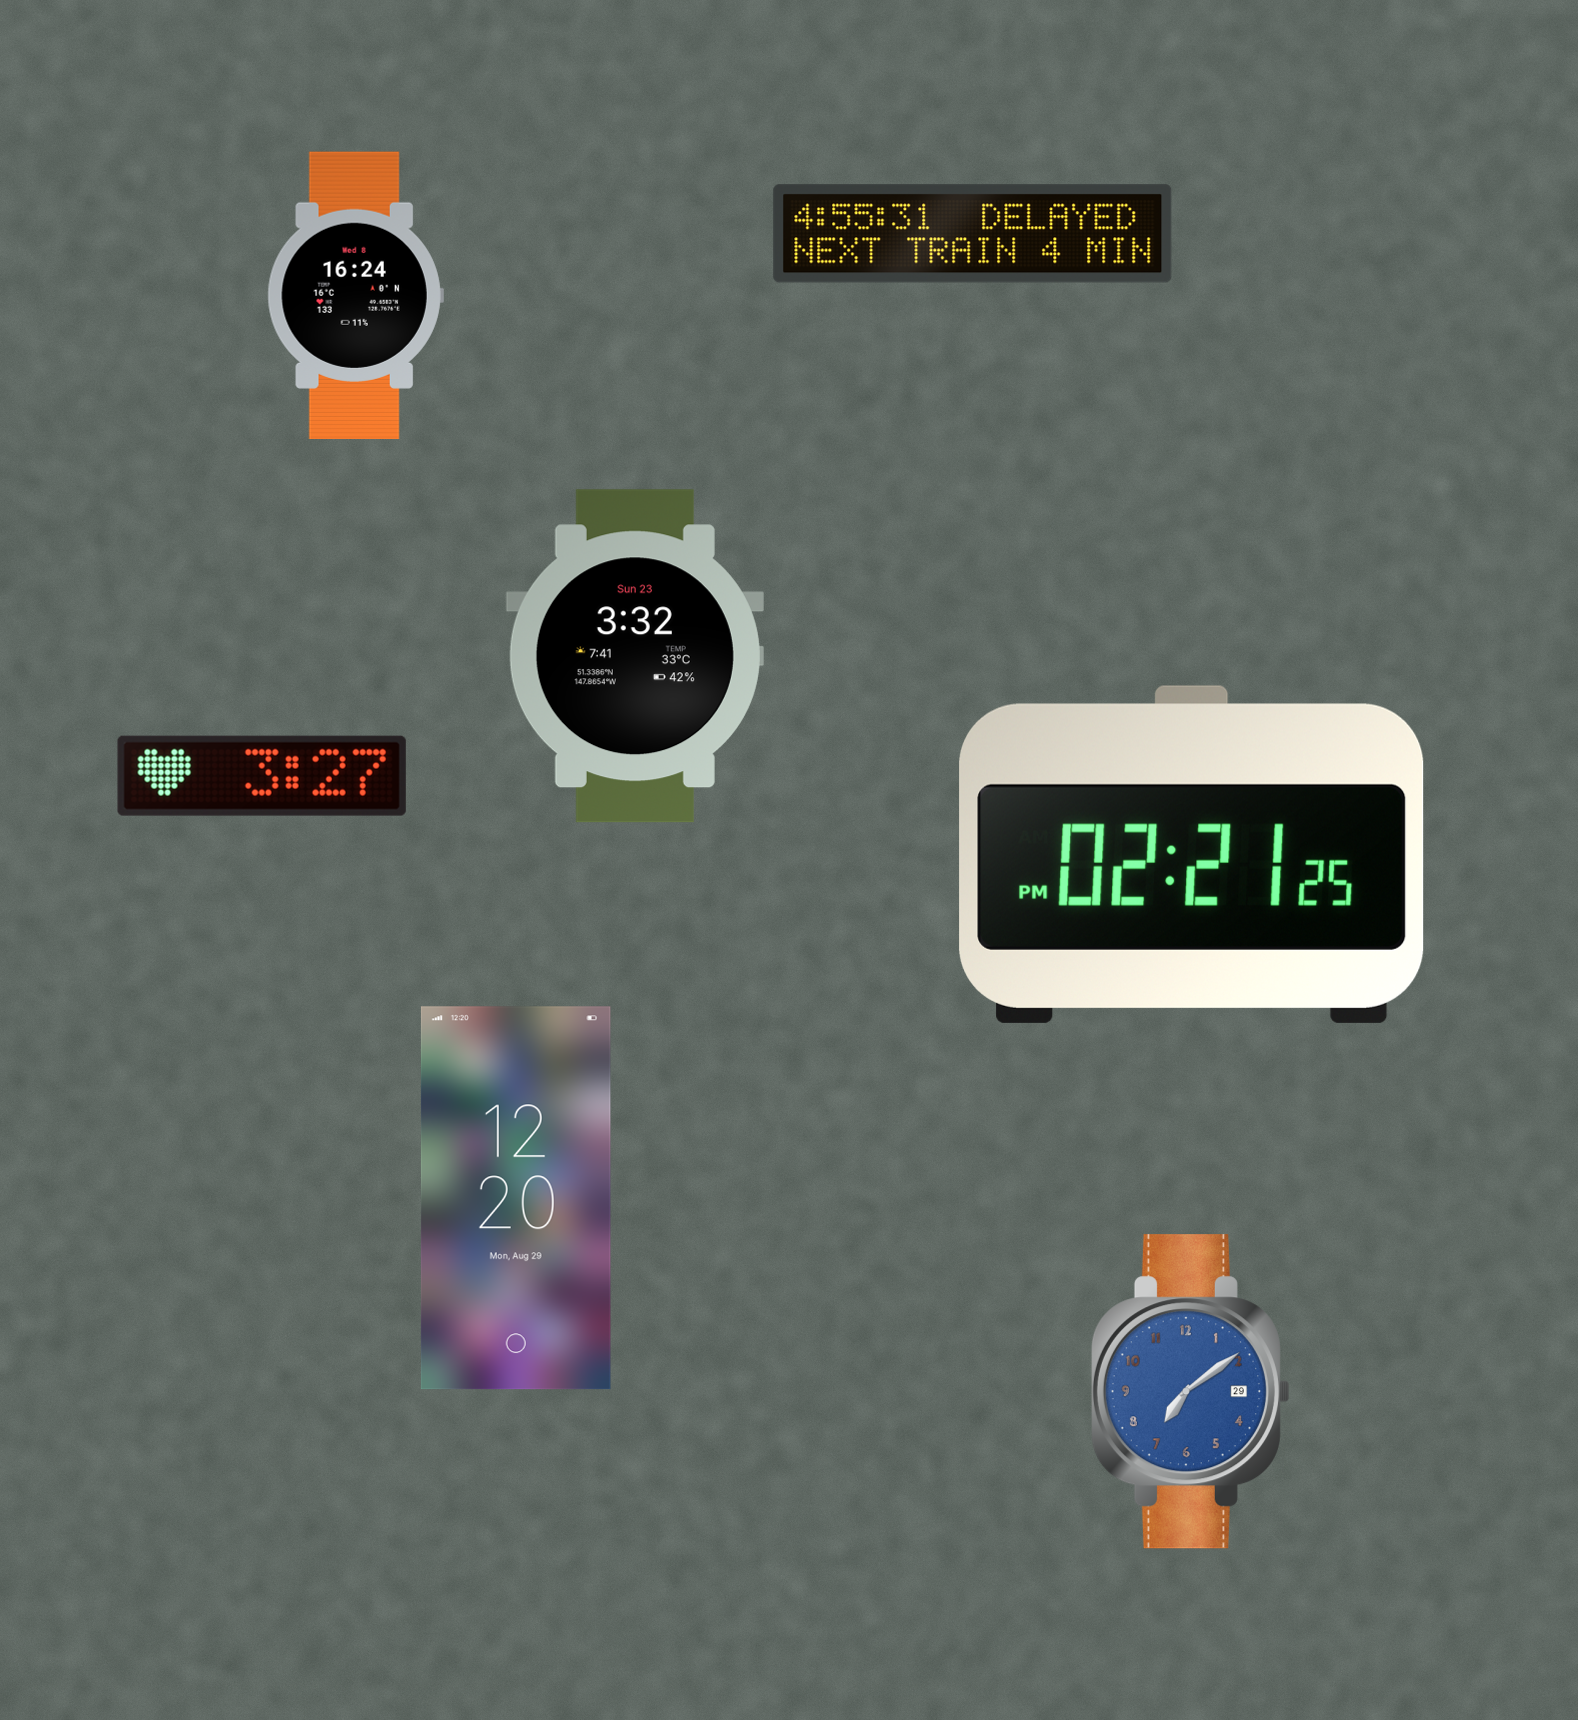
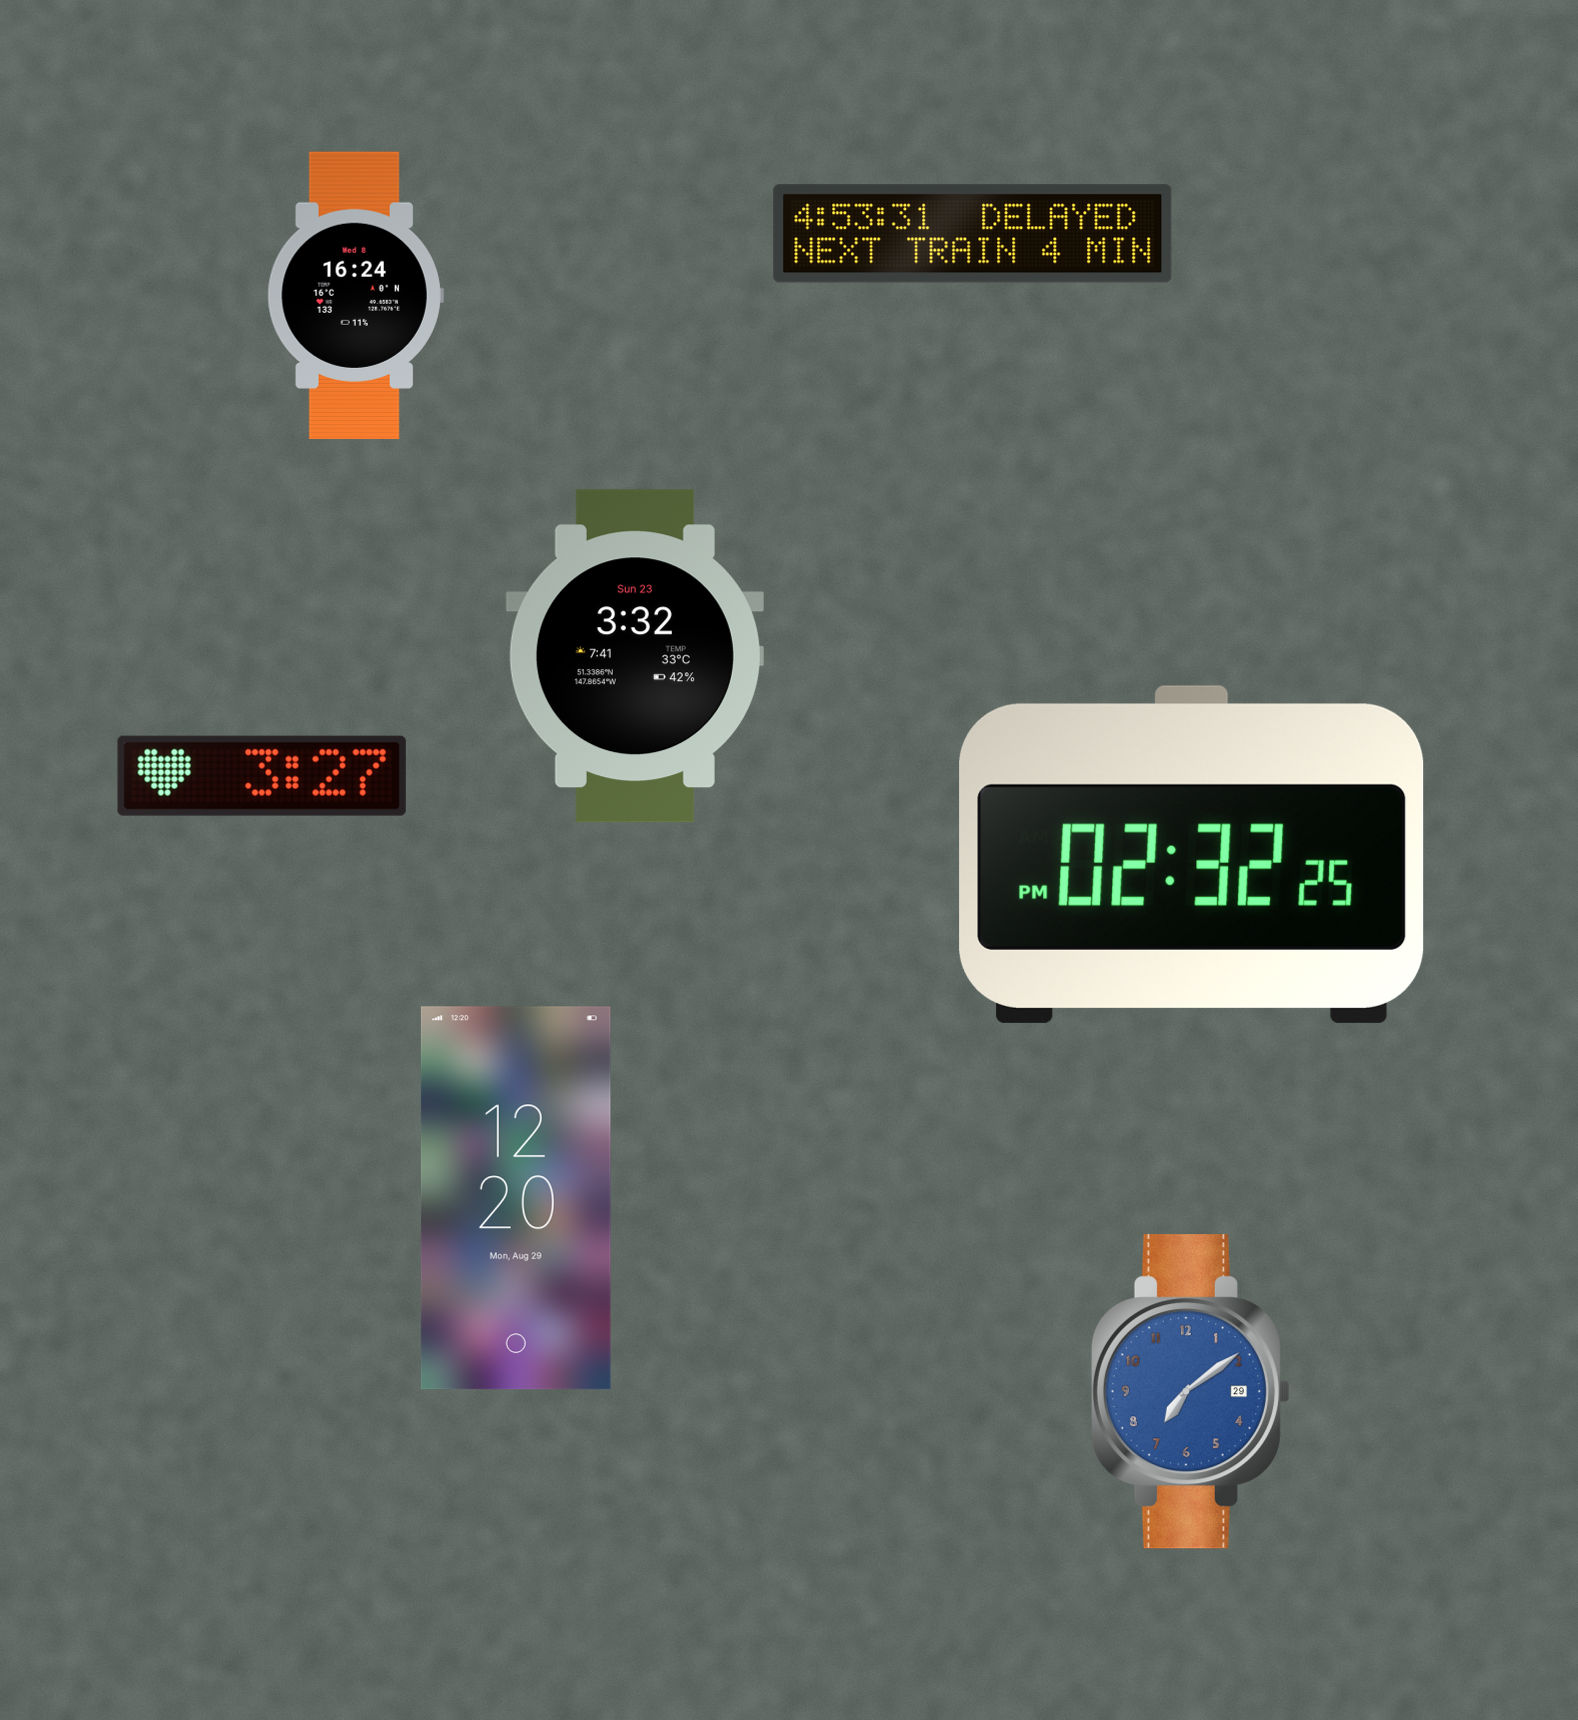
clock at (973, 234): 4:55 -> 4:53
clock at (1192, 854): 02:21 -> 02:32
